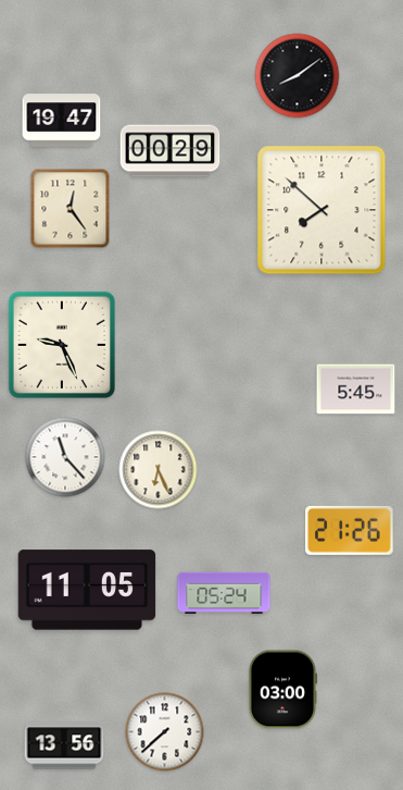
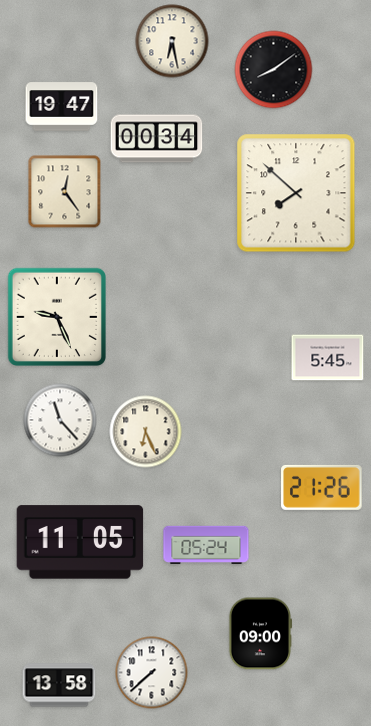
clock at (172, 41): none -> 6:28
clock at (62, 121) position: (62, 121) -> (62, 107)
clock at (171, 151): 00:29 -> 00:34
clock at (281, 690): 03:00 -> 09:00
clock at (64, 745): 13:56 -> 13:58
